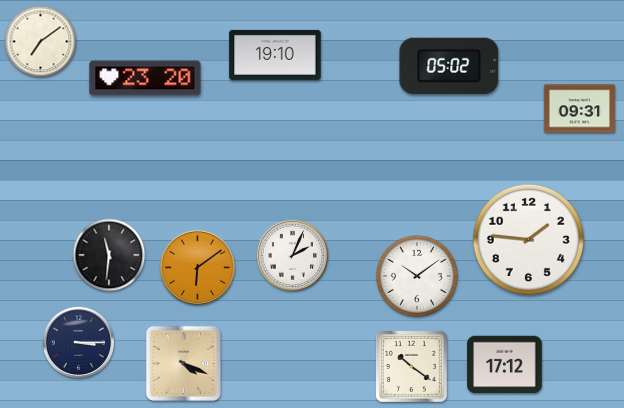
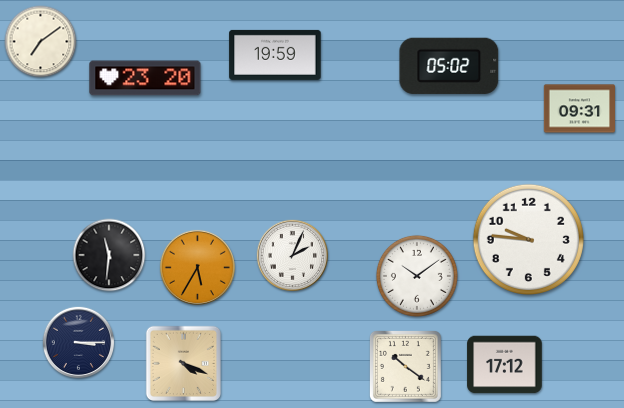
clock at (275, 55): 19:10 -> 19:59
clock at (528, 239): 1:46 -> 9:46
clock at (197, 267): 6:09 -> 5:35
clock at (411, 366) position: (411, 366) -> (405, 366)
